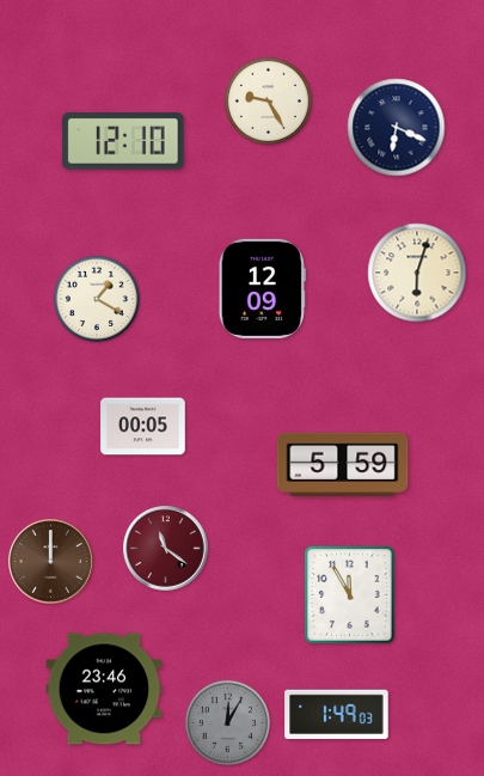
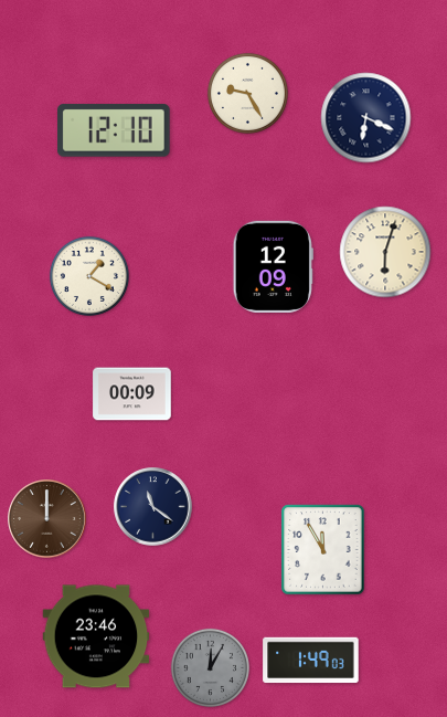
clock at (262, 288) position: (262, 288) -> (273, 266)
clock at (143, 427): 00:05 -> 00:09
clock at (343, 464): 5:59 -> none
clock at (166, 549) dial: burgundy -> navy
